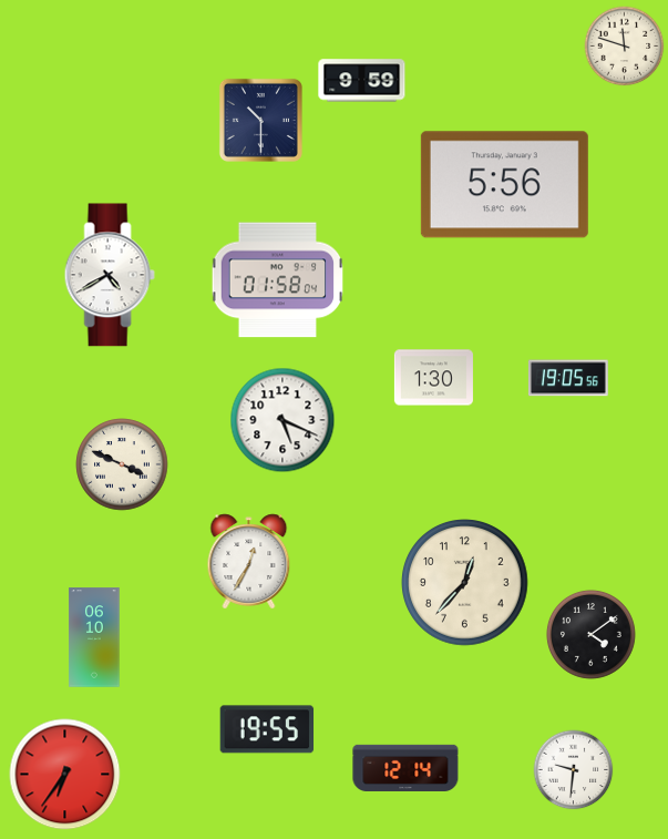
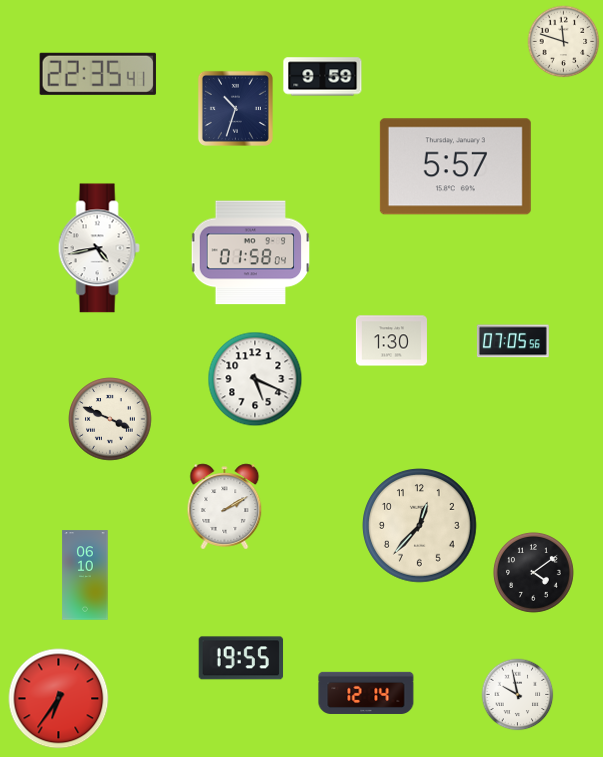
clock at (362, 81) position: (362, 81) -> (323, 77)
clock at (98, 74): none -> 22:35
clock at (260, 120): 10:30 -> 10:33
clock at (504, 185): 5:56 -> 5:57
clock at (110, 275): 4:40 -> 4:43
clock at (568, 378): 19:05 -> 07:05
clock at (249, 562): 12:35 -> 2:10
clock at (574, 770): 9:31 -> 9:58
